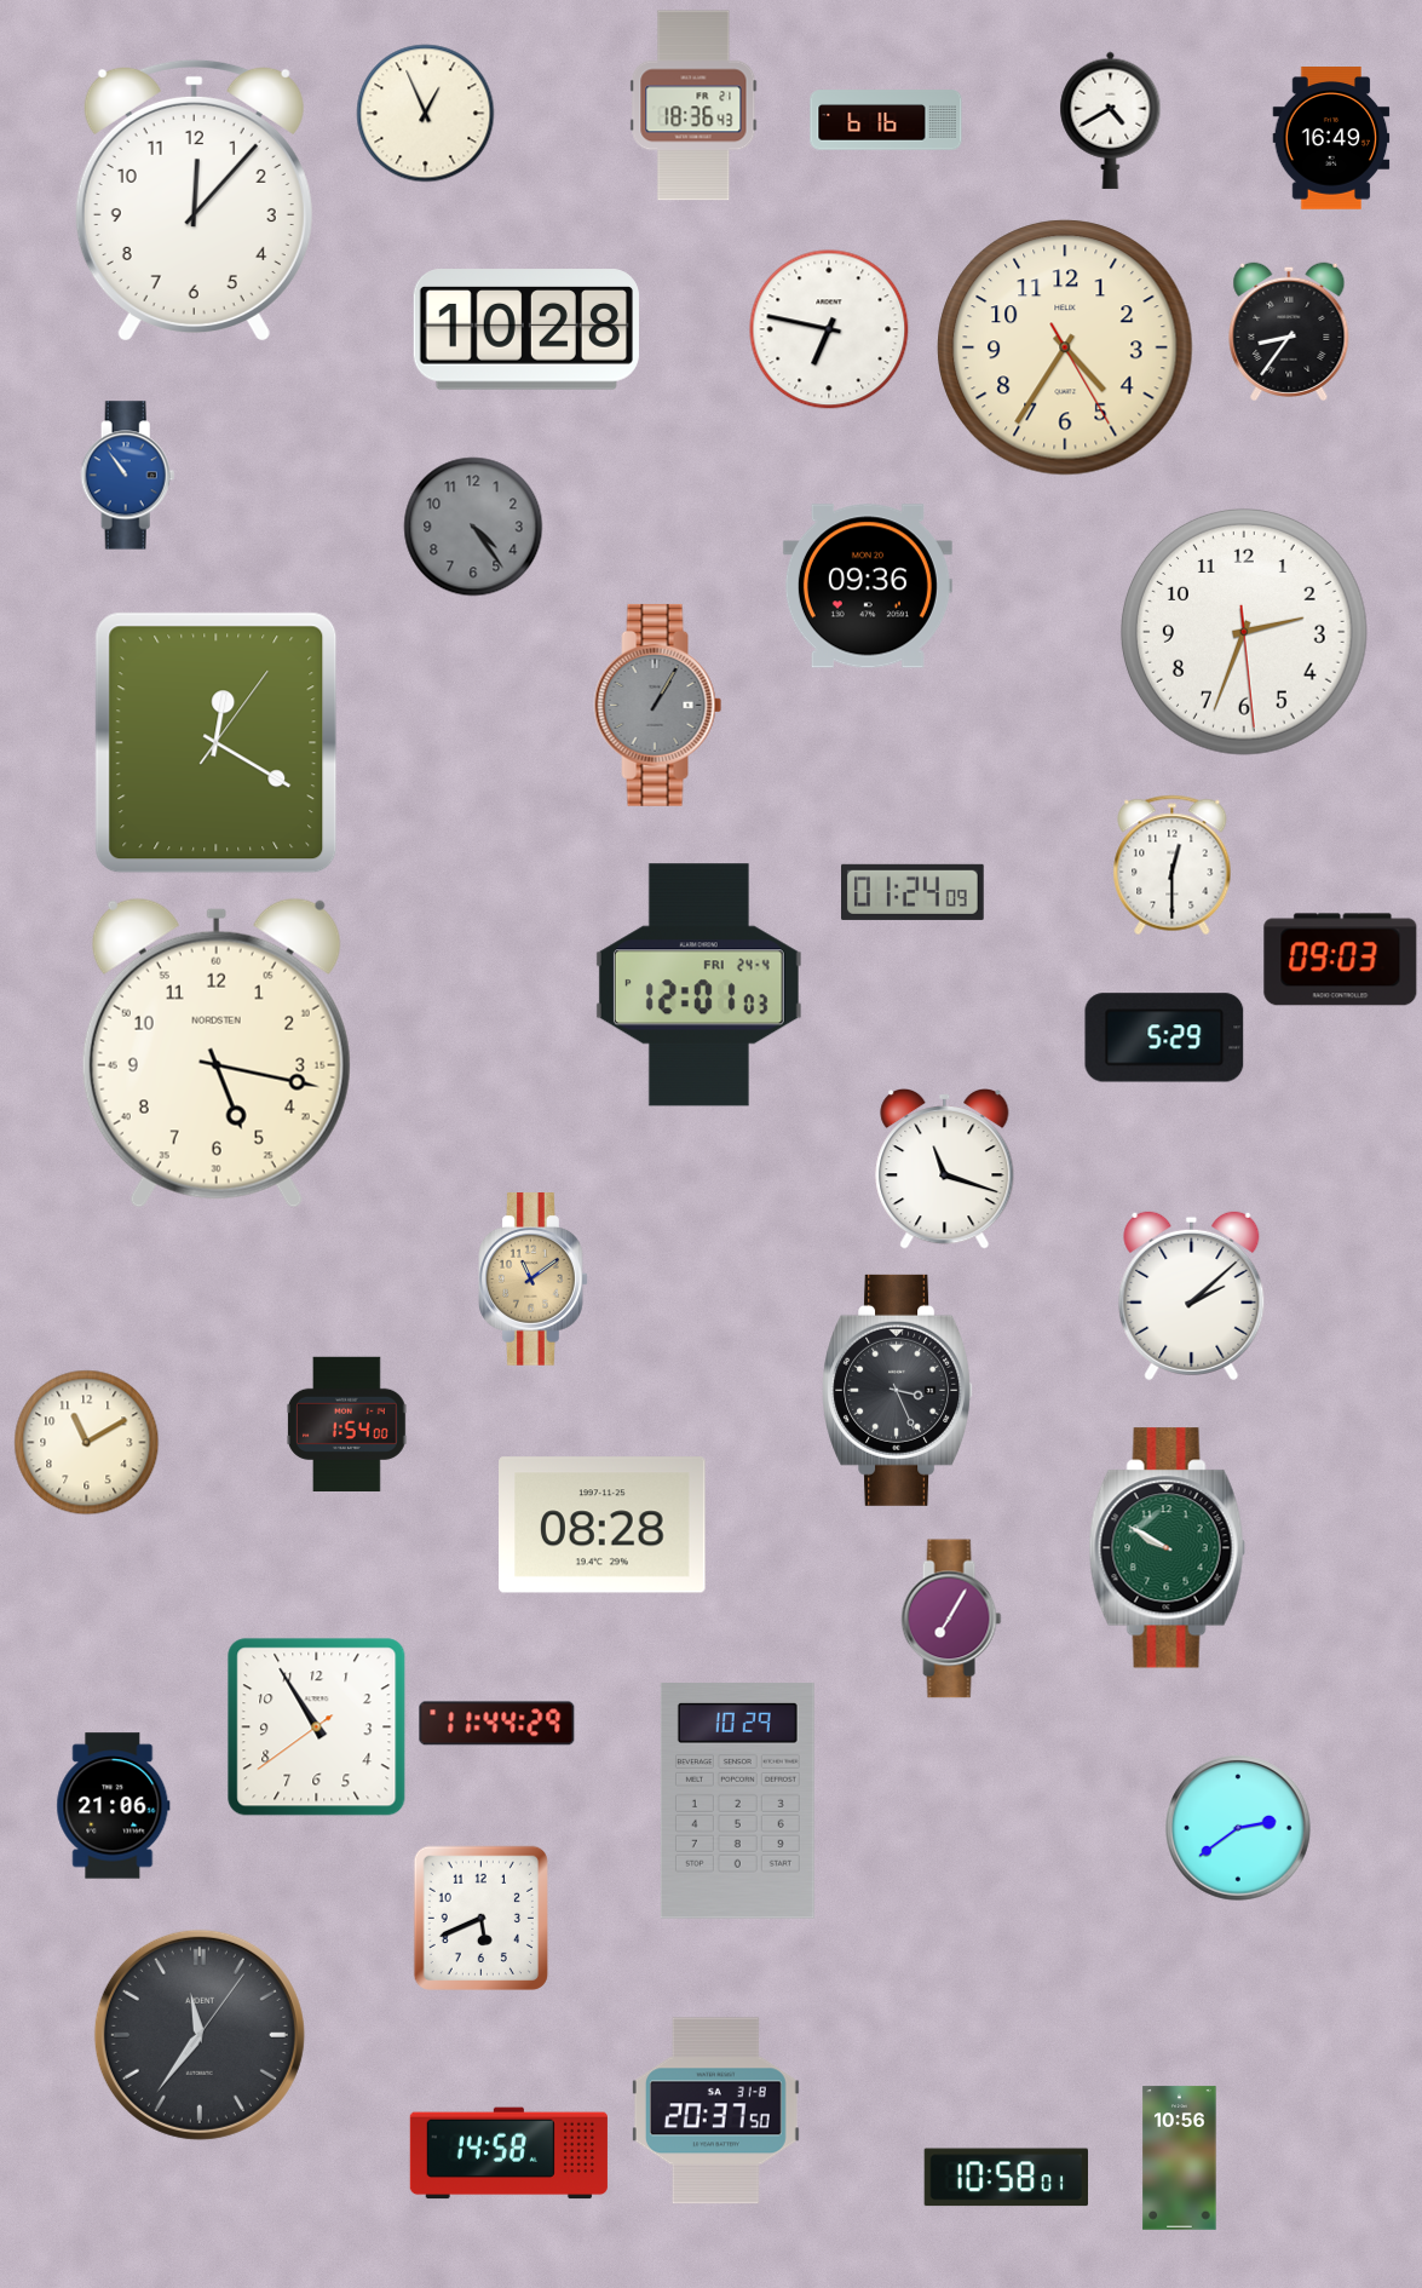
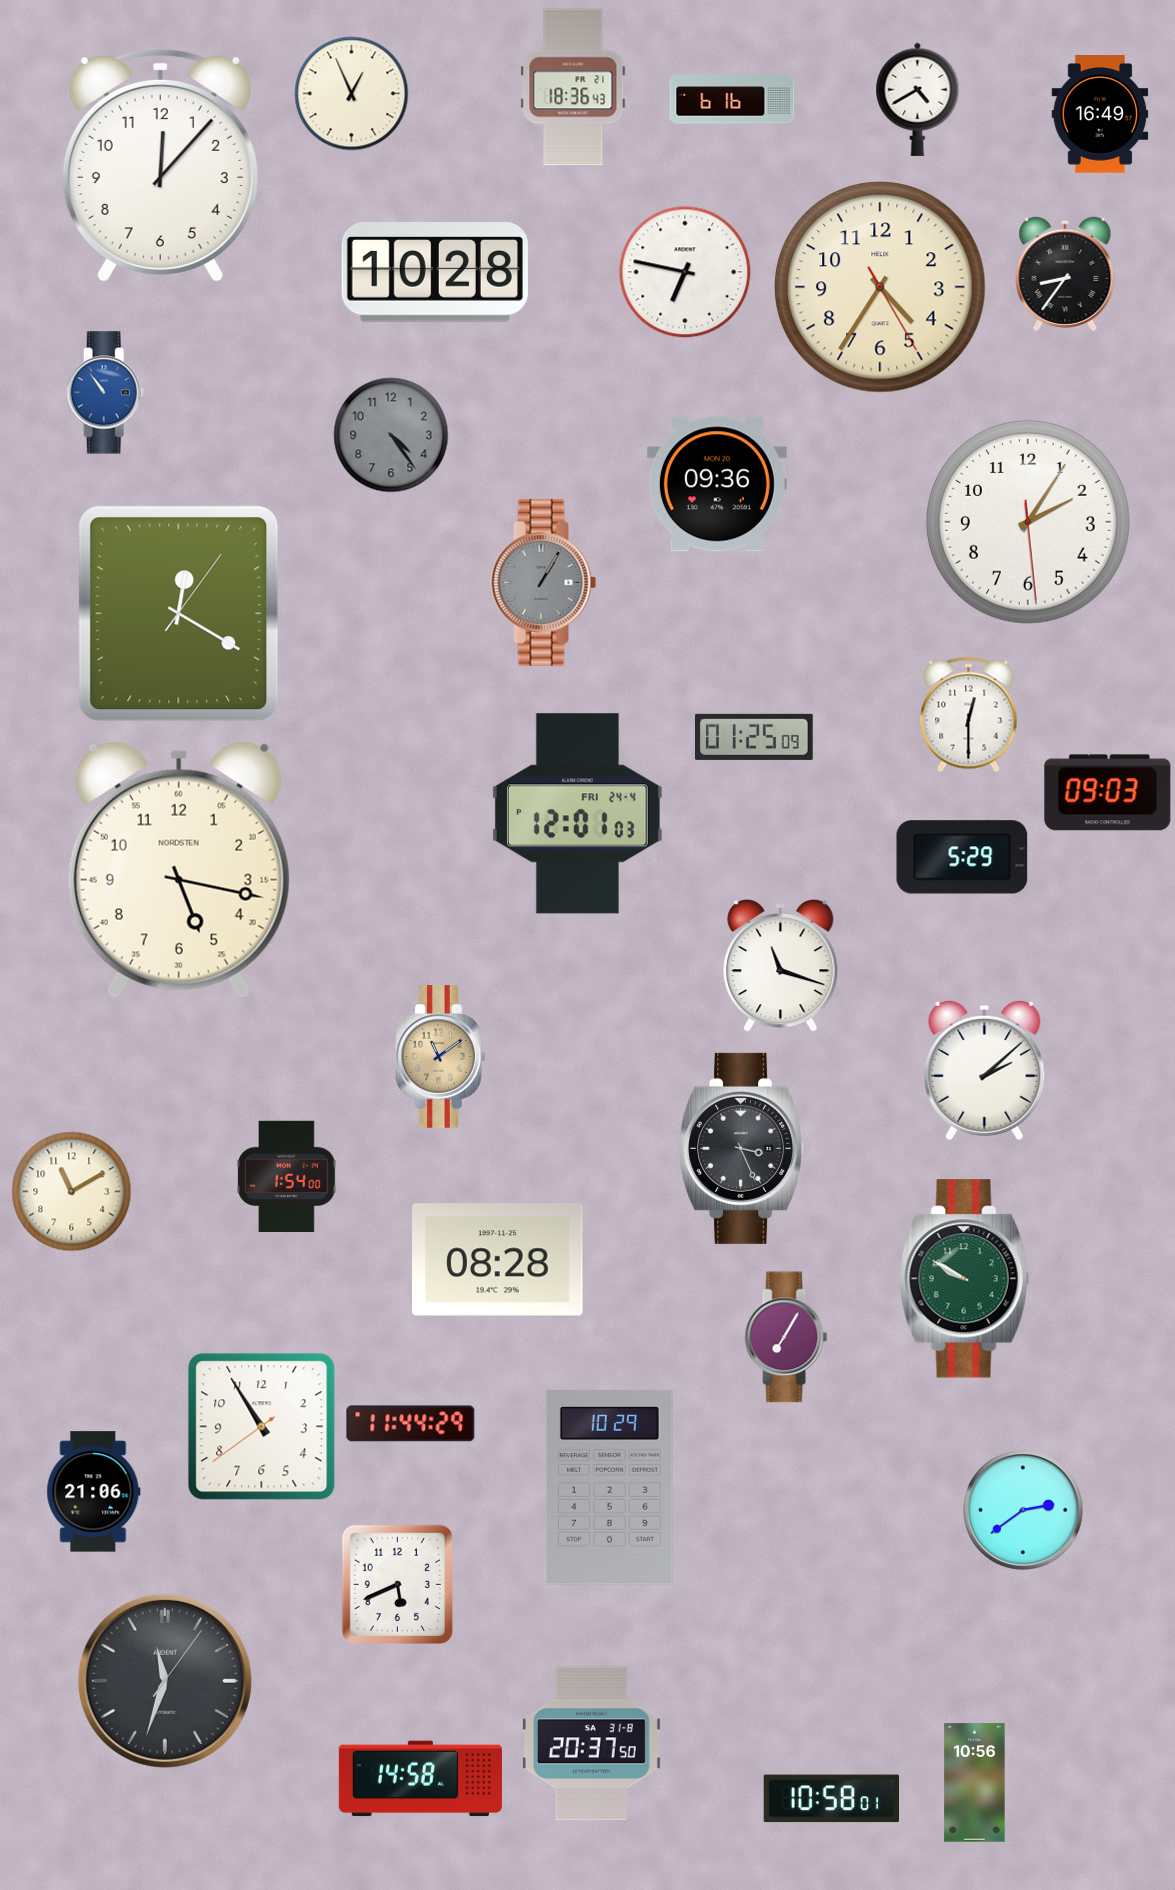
clock at (1244, 632): 2:33 -> 2:05
clock at (913, 892): 01:24 -> 01:25
clock at (200, 2035): 11:36 -> 11:33
